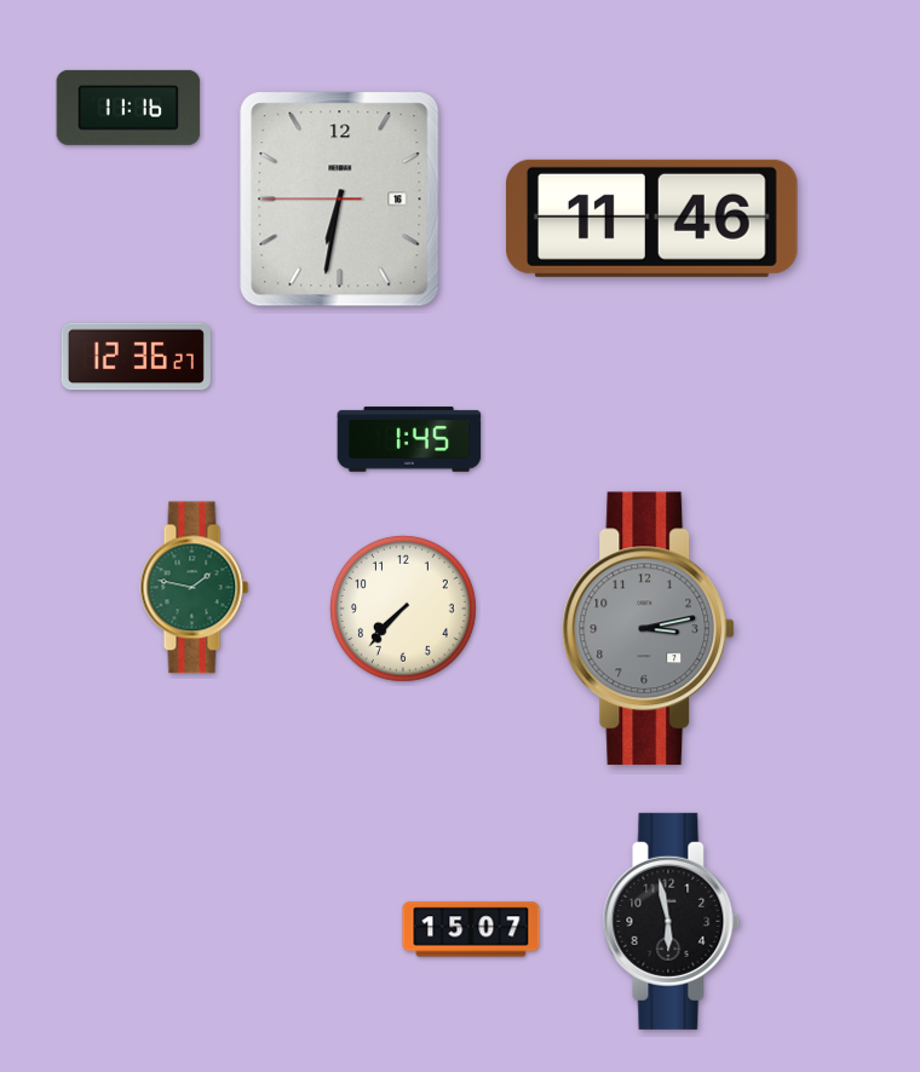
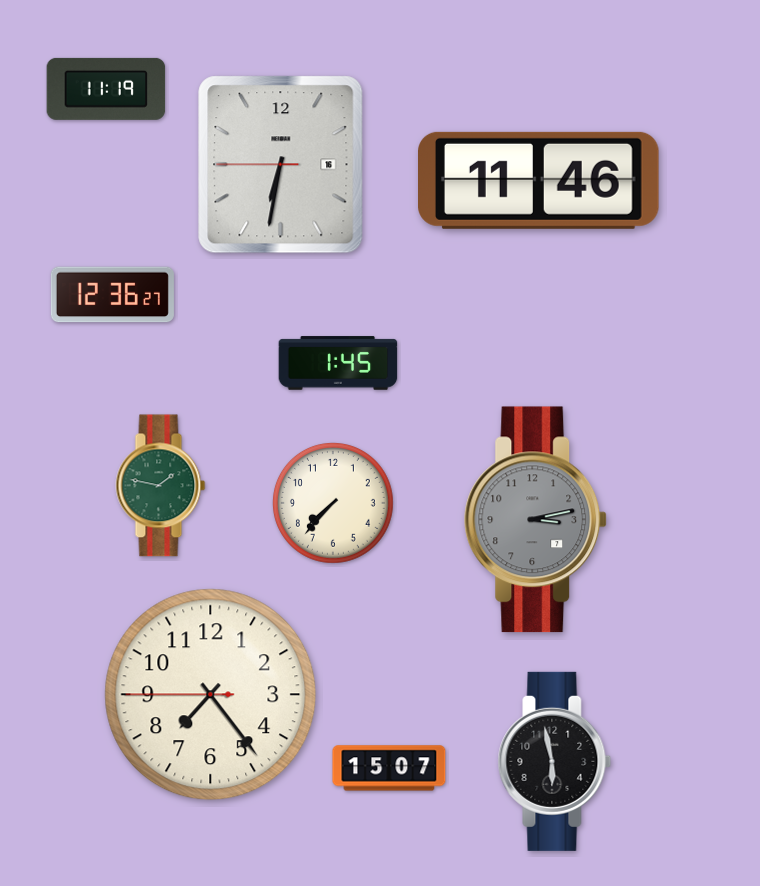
clock at (128, 108): 11:16 -> 11:19
clock at (211, 695): none -> 7:23
